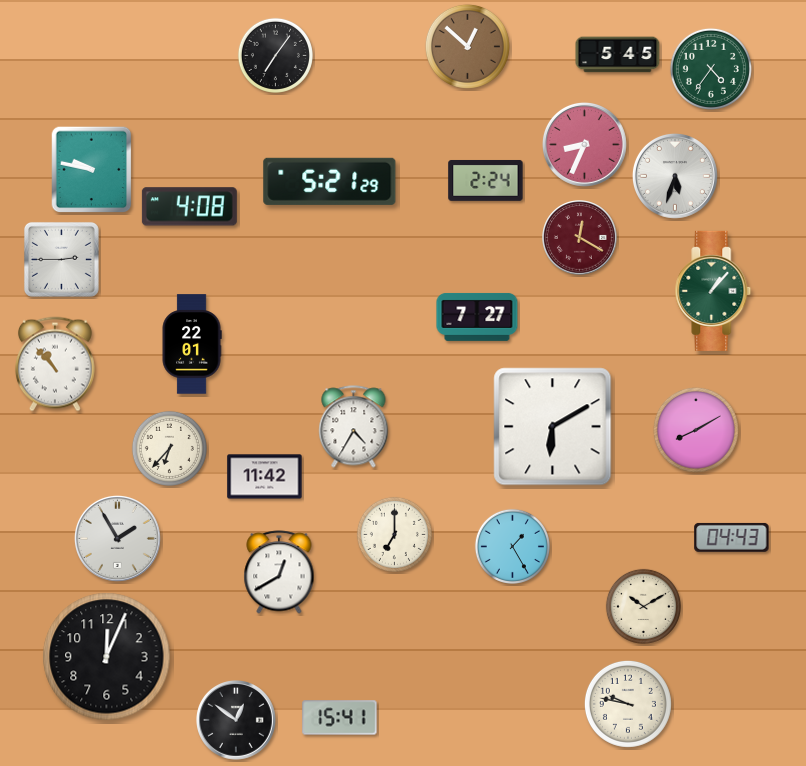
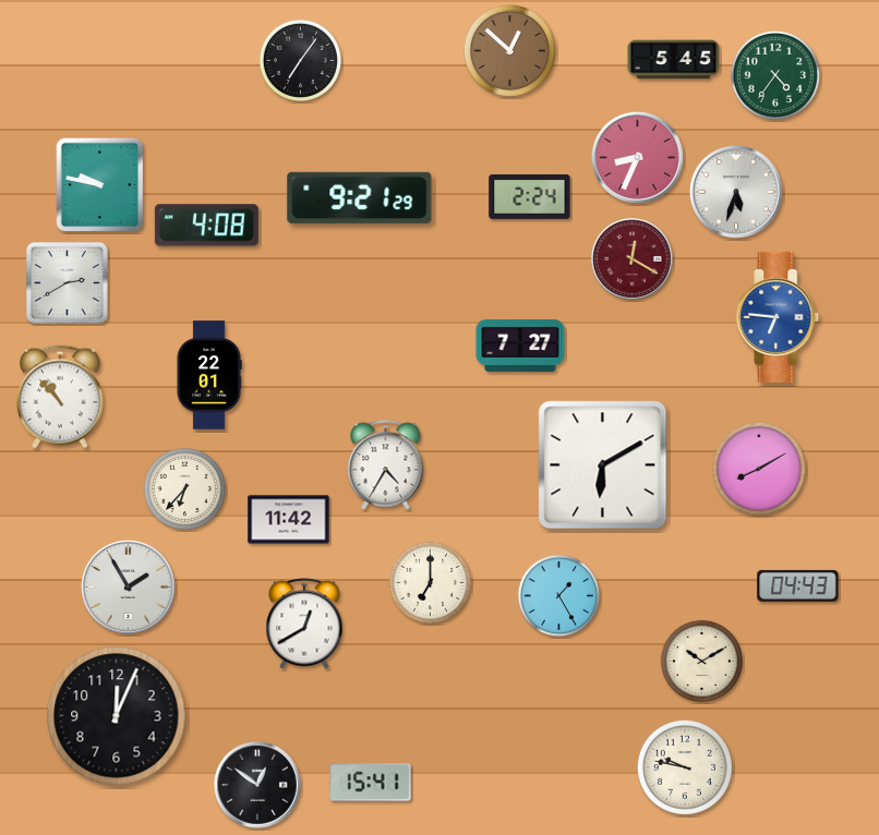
clock at (330, 181): 5:21 -> 9:21
clock at (61, 259): 2:45 -> 2:40
clock at (713, 291): 1:07 -> 6:46
clock at (713, 291) dial: green -> blue
